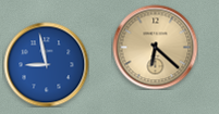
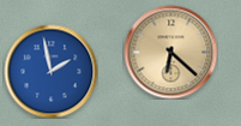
clock at (46, 64): 8:58 -> 1:58
